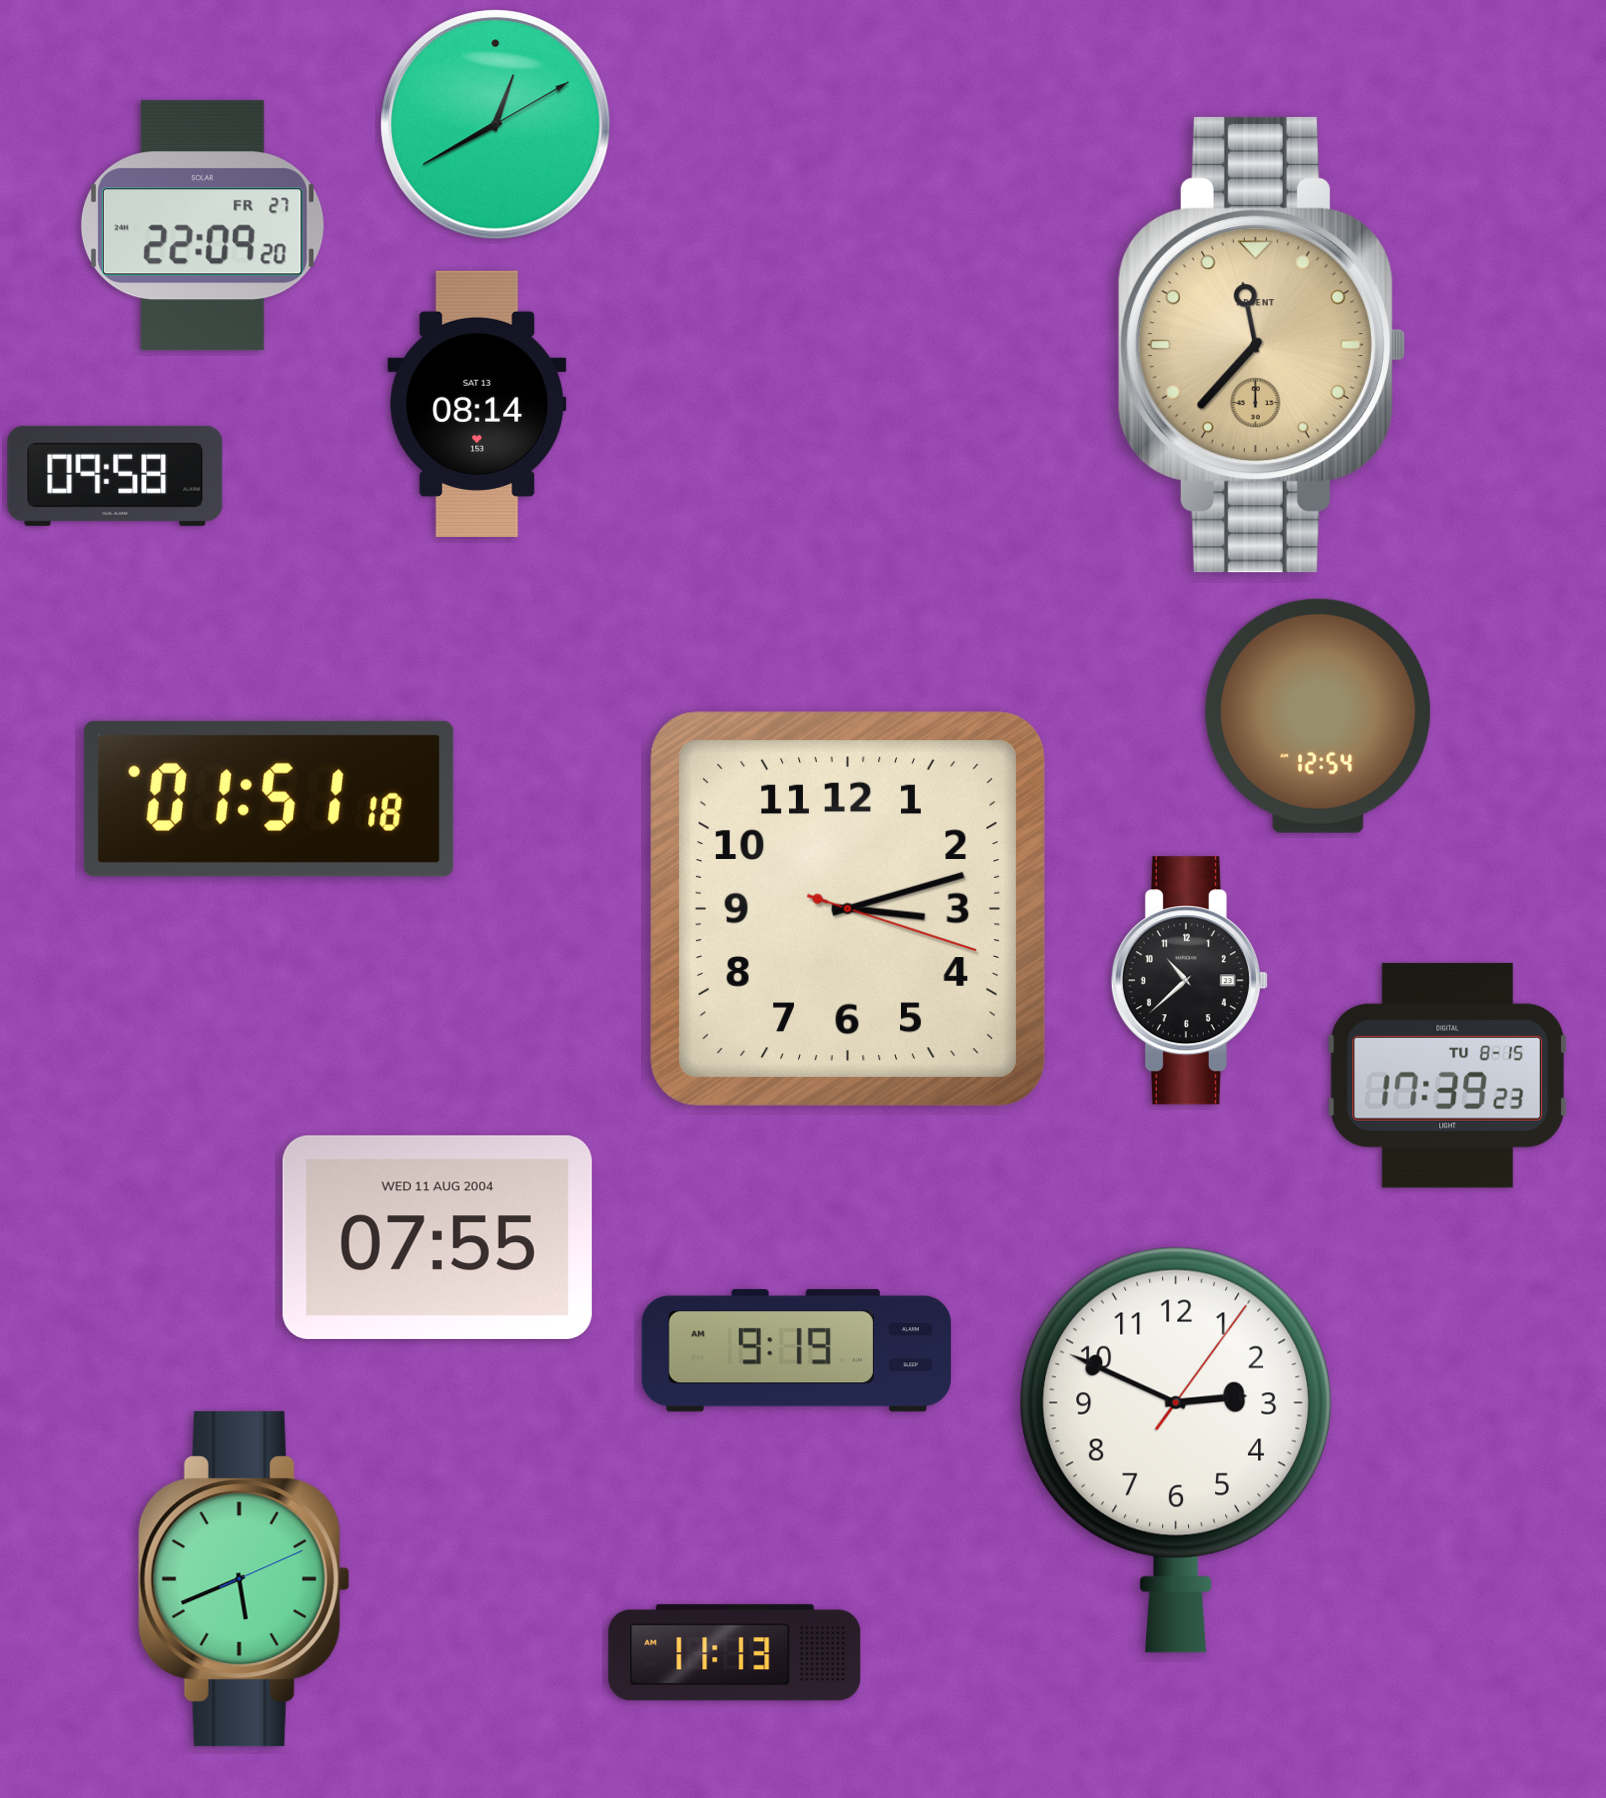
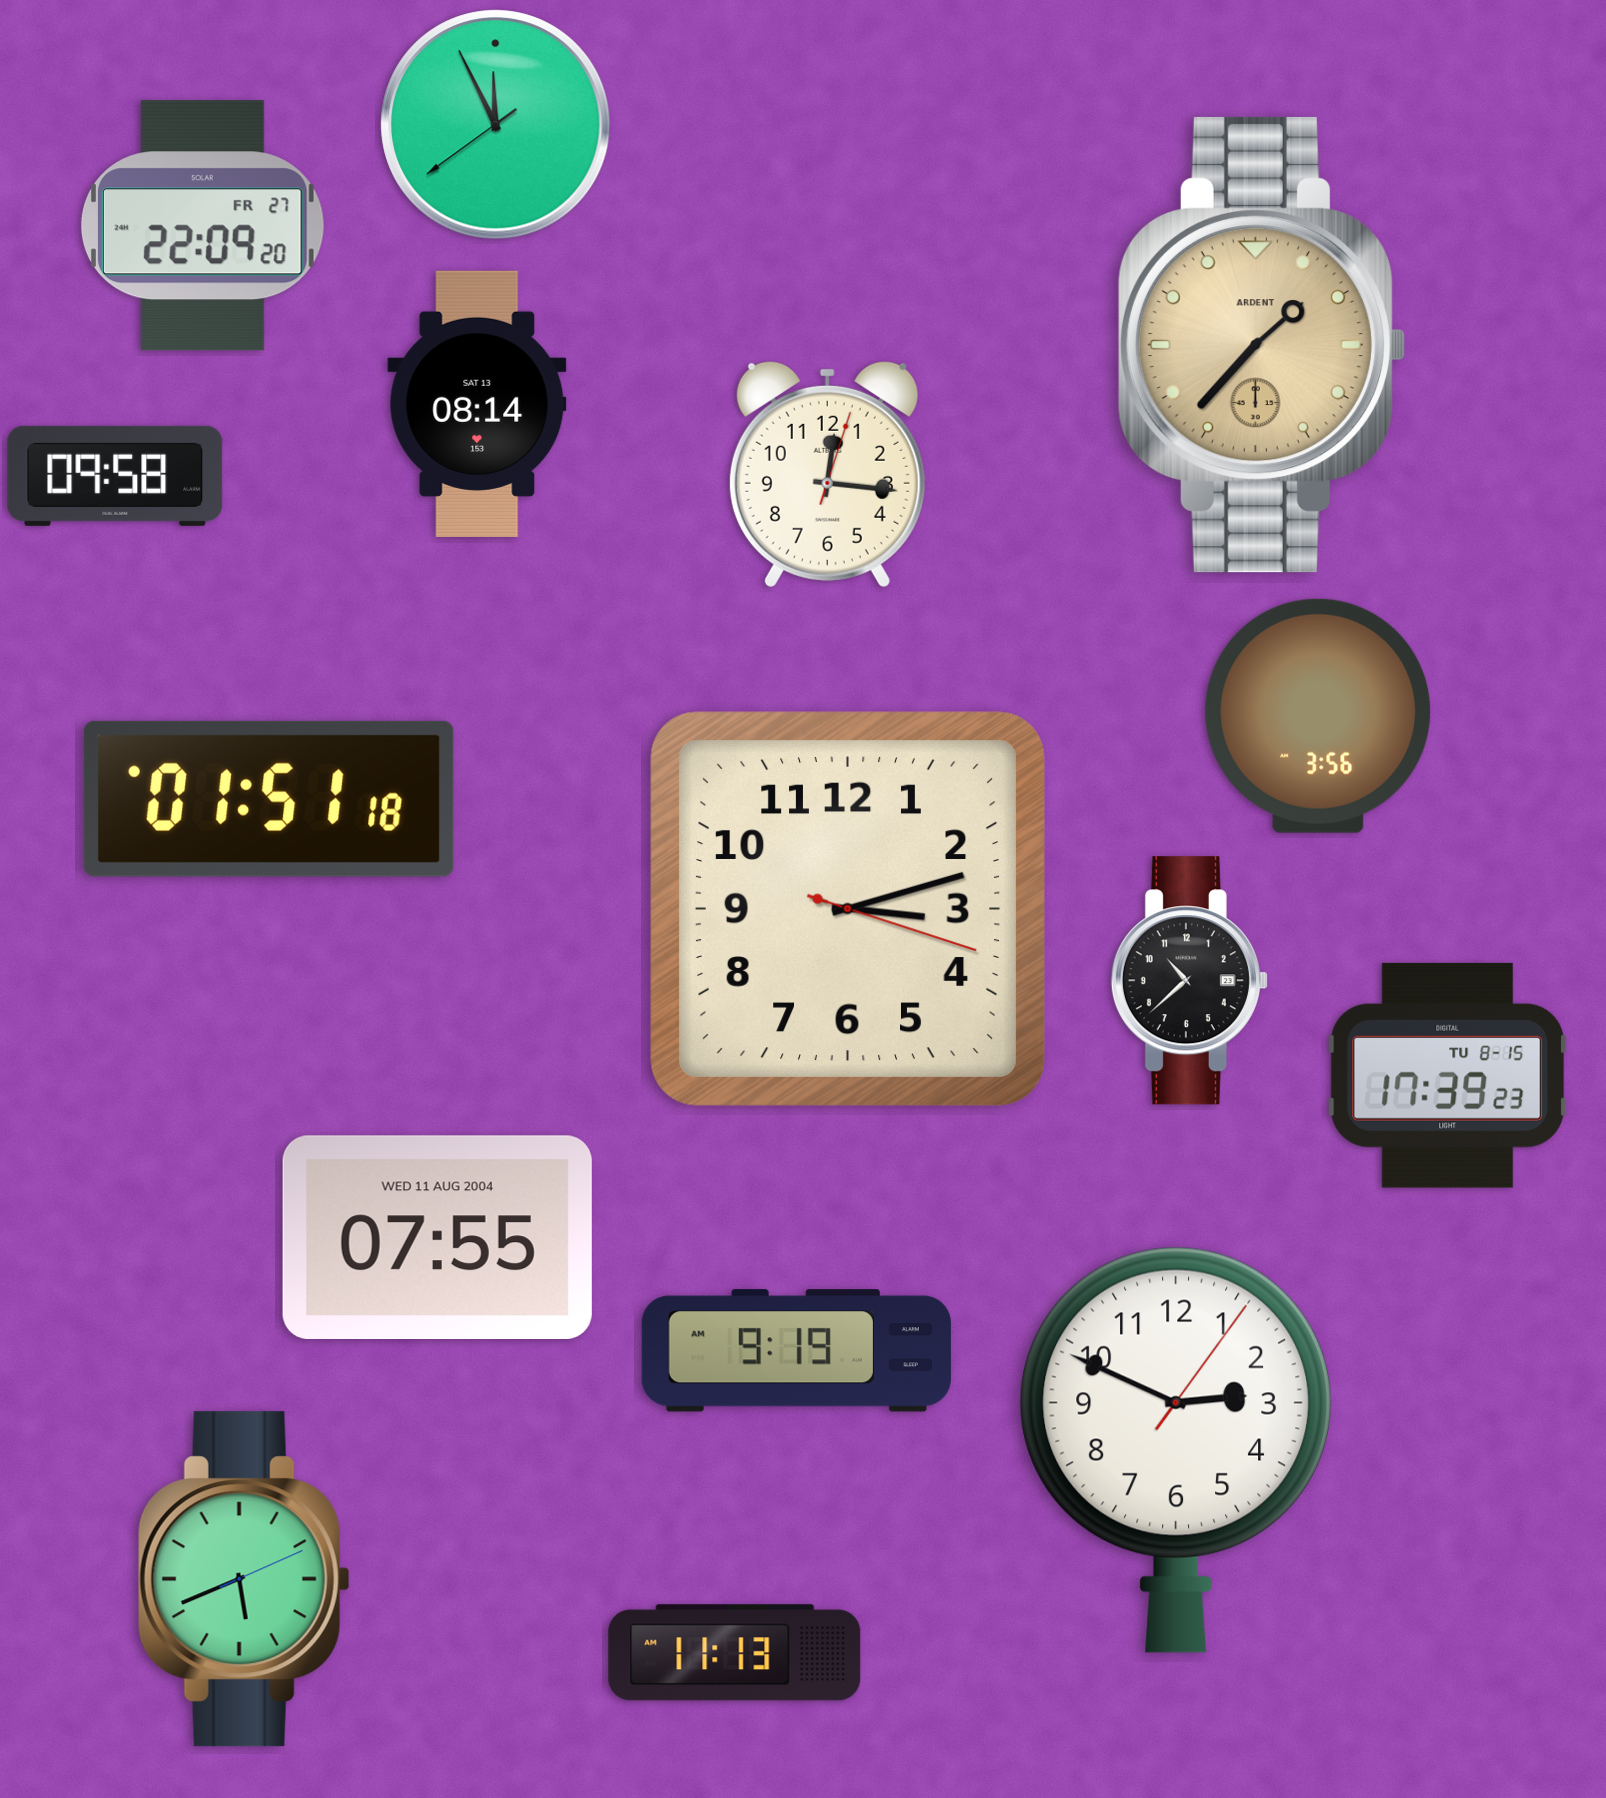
clock at (496, 125): 12:40 -> 11:55
clock at (1261, 345): 11:37 -> 1:37
clock at (827, 474): none -> 12:16
clock at (1318, 716): 12:54 -> 3:56
